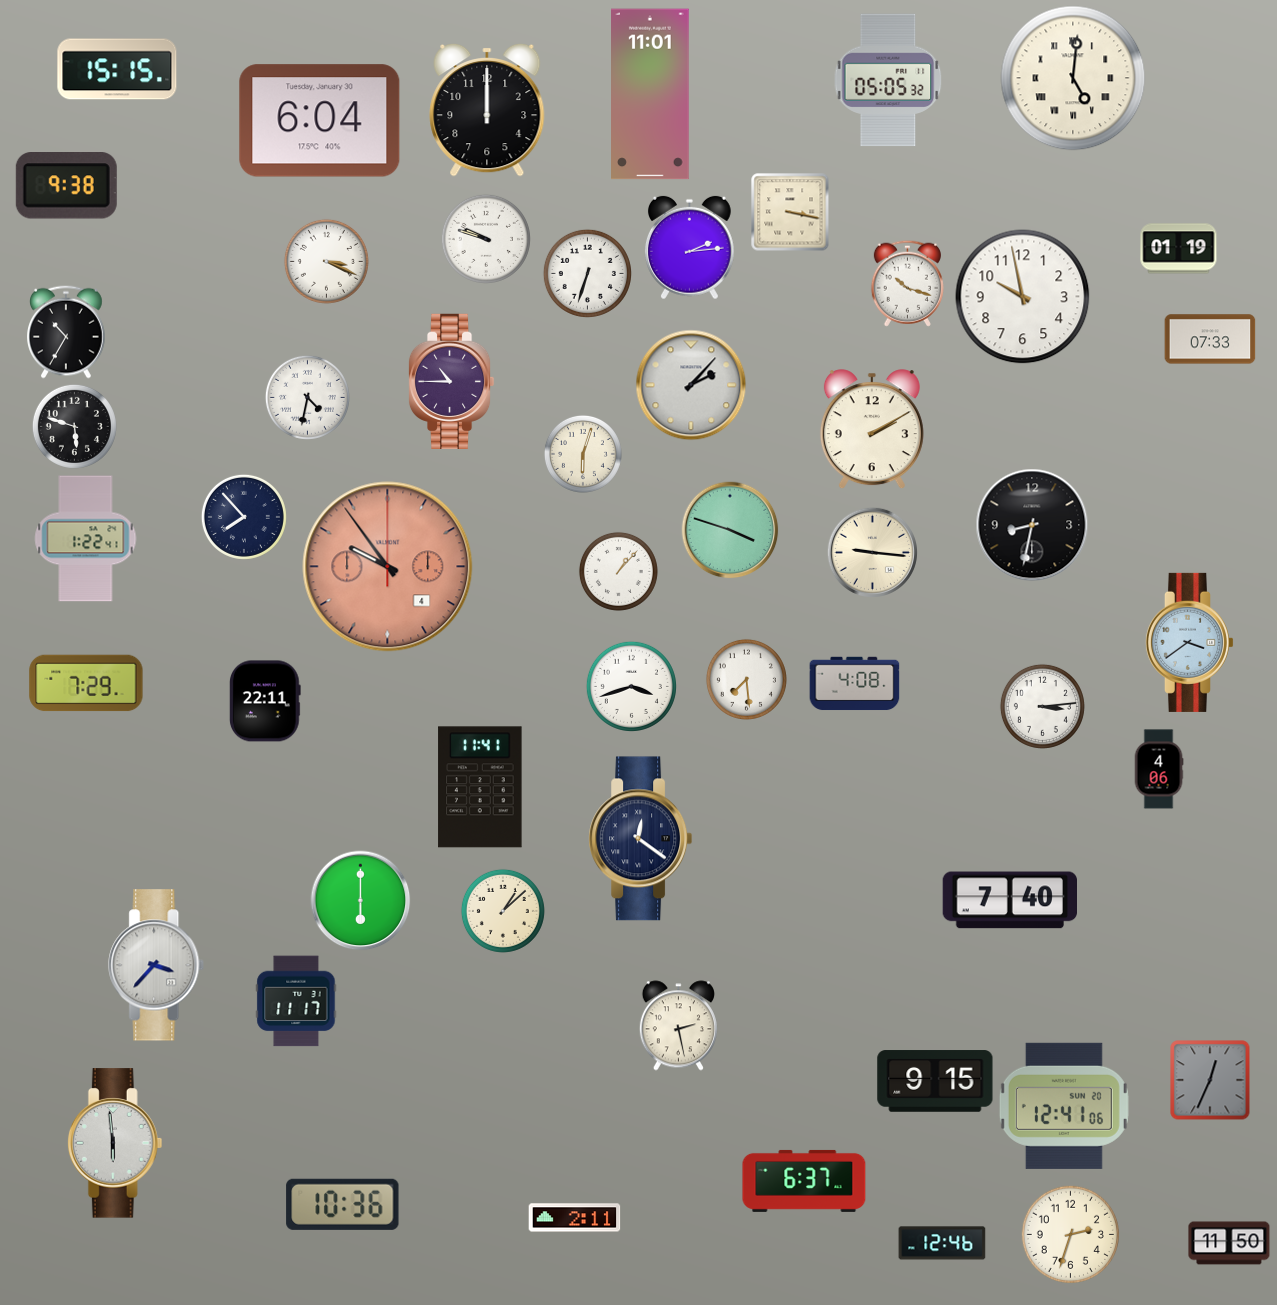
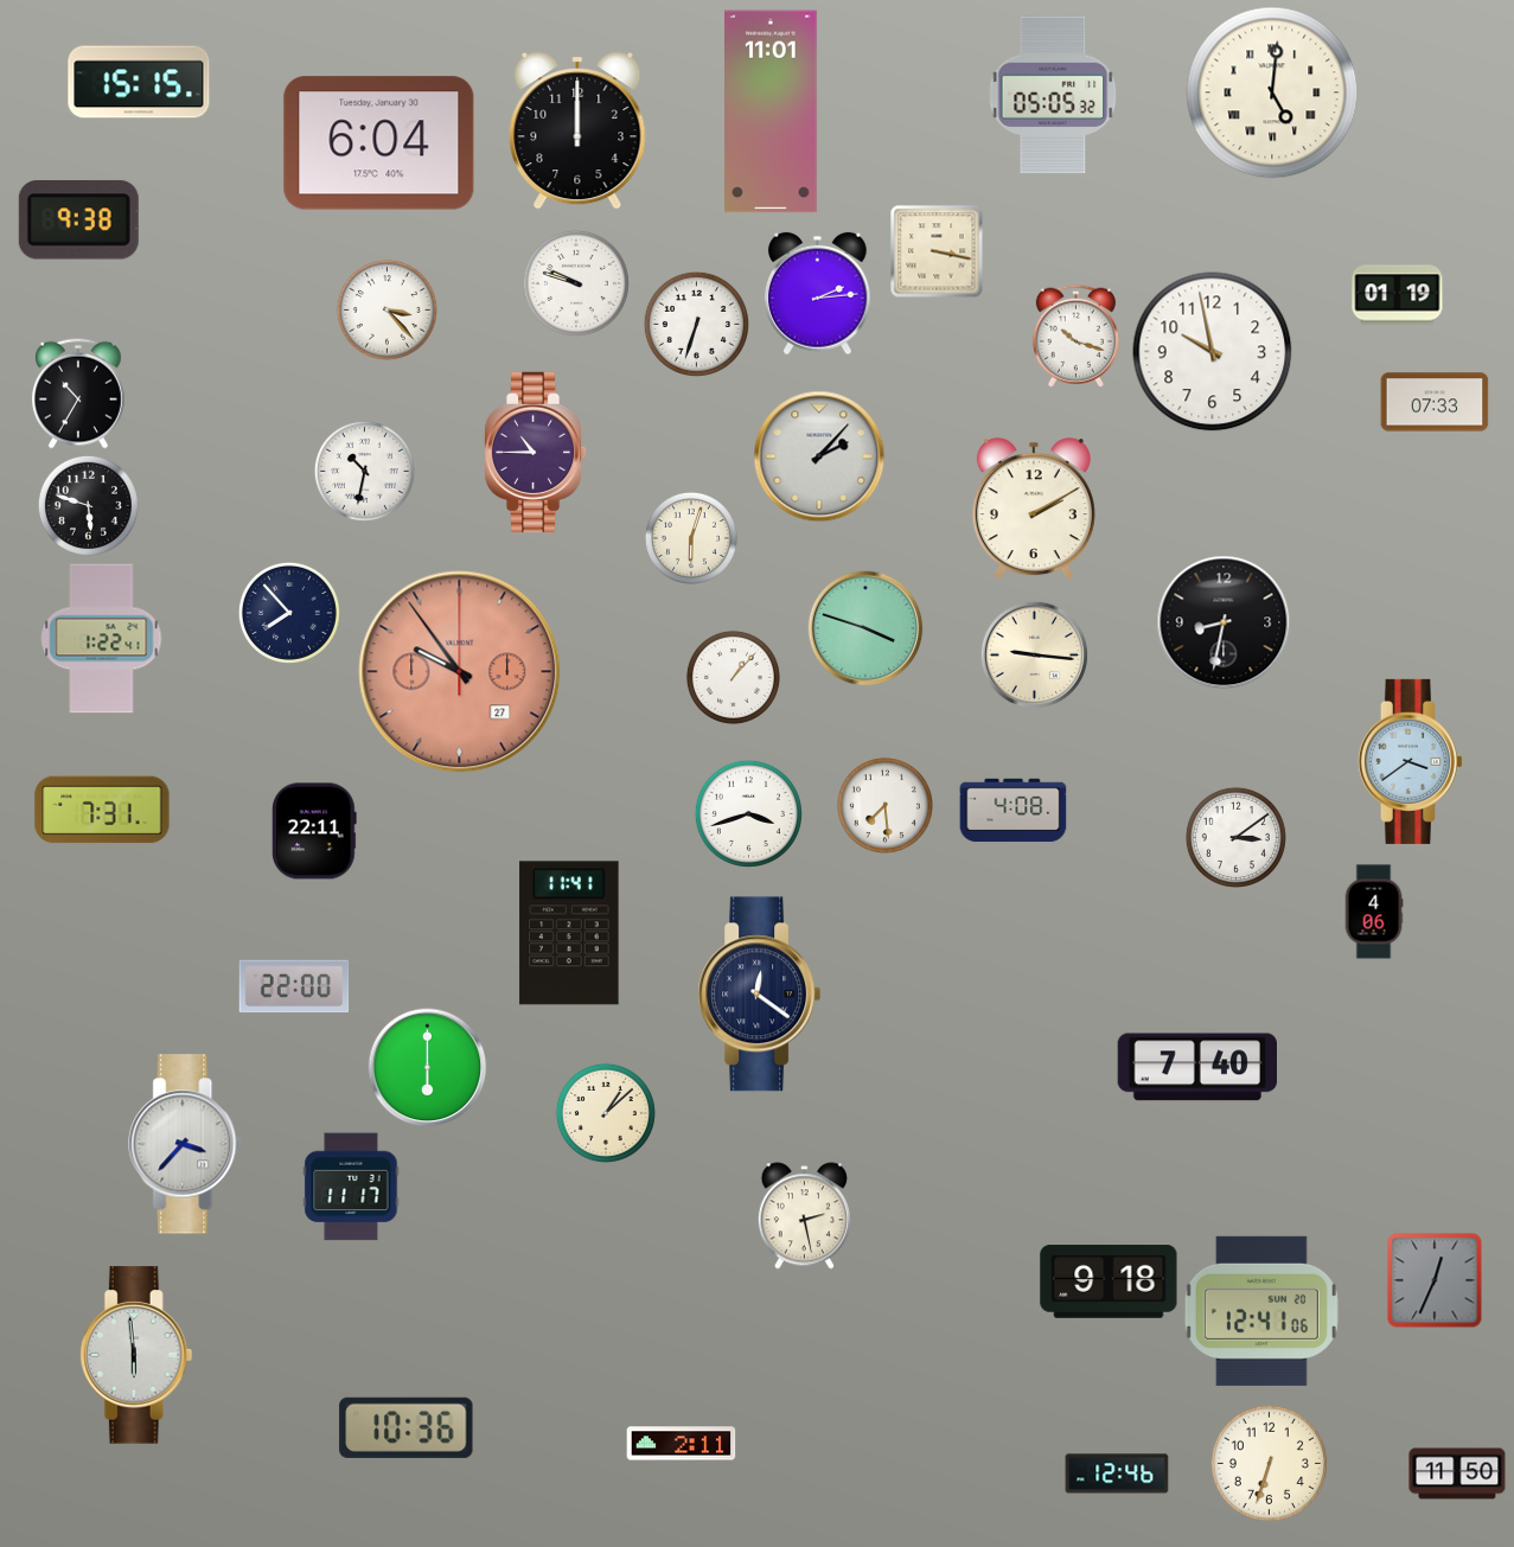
clock at (326, 261): 3:19 -> 3:23
clock at (307, 397): 4:32 -> 10:32
clock at (388, 567) date: 4 -> 27
clock at (86, 683): 7:29 -> 7:31
clock at (1042, 706): 3:14 -> 3:09
clock at (294, 986): none -> 22:00
clock at (503, 911) position: (503, 911) -> (606, 1113)
clock at (935, 1081): 9:15 -> 9:18
clock at (804, 1181): 6:37 -> none
clock at (1070, 1234): 2:33 -> 6:33
